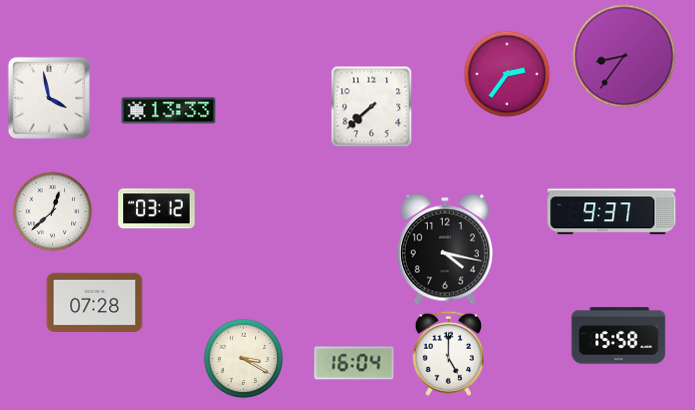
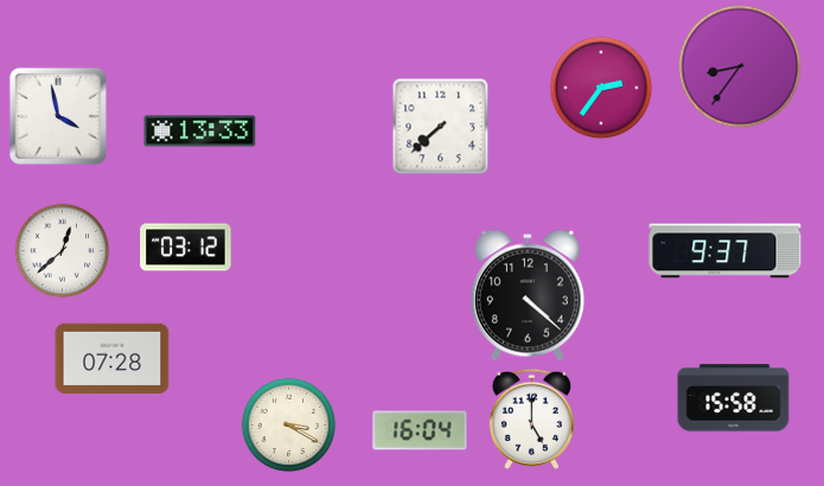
clock at (445, 249): 4:17 -> 4:22
